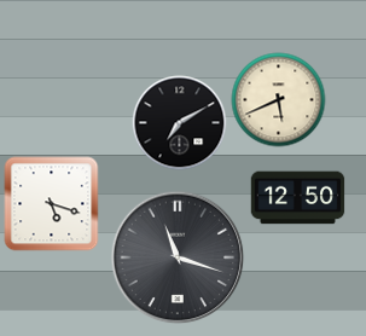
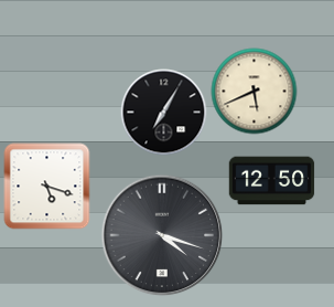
clock at (179, 122): 7:10 -> 7:05
clock at (178, 257): 11:18 -> 4:18
